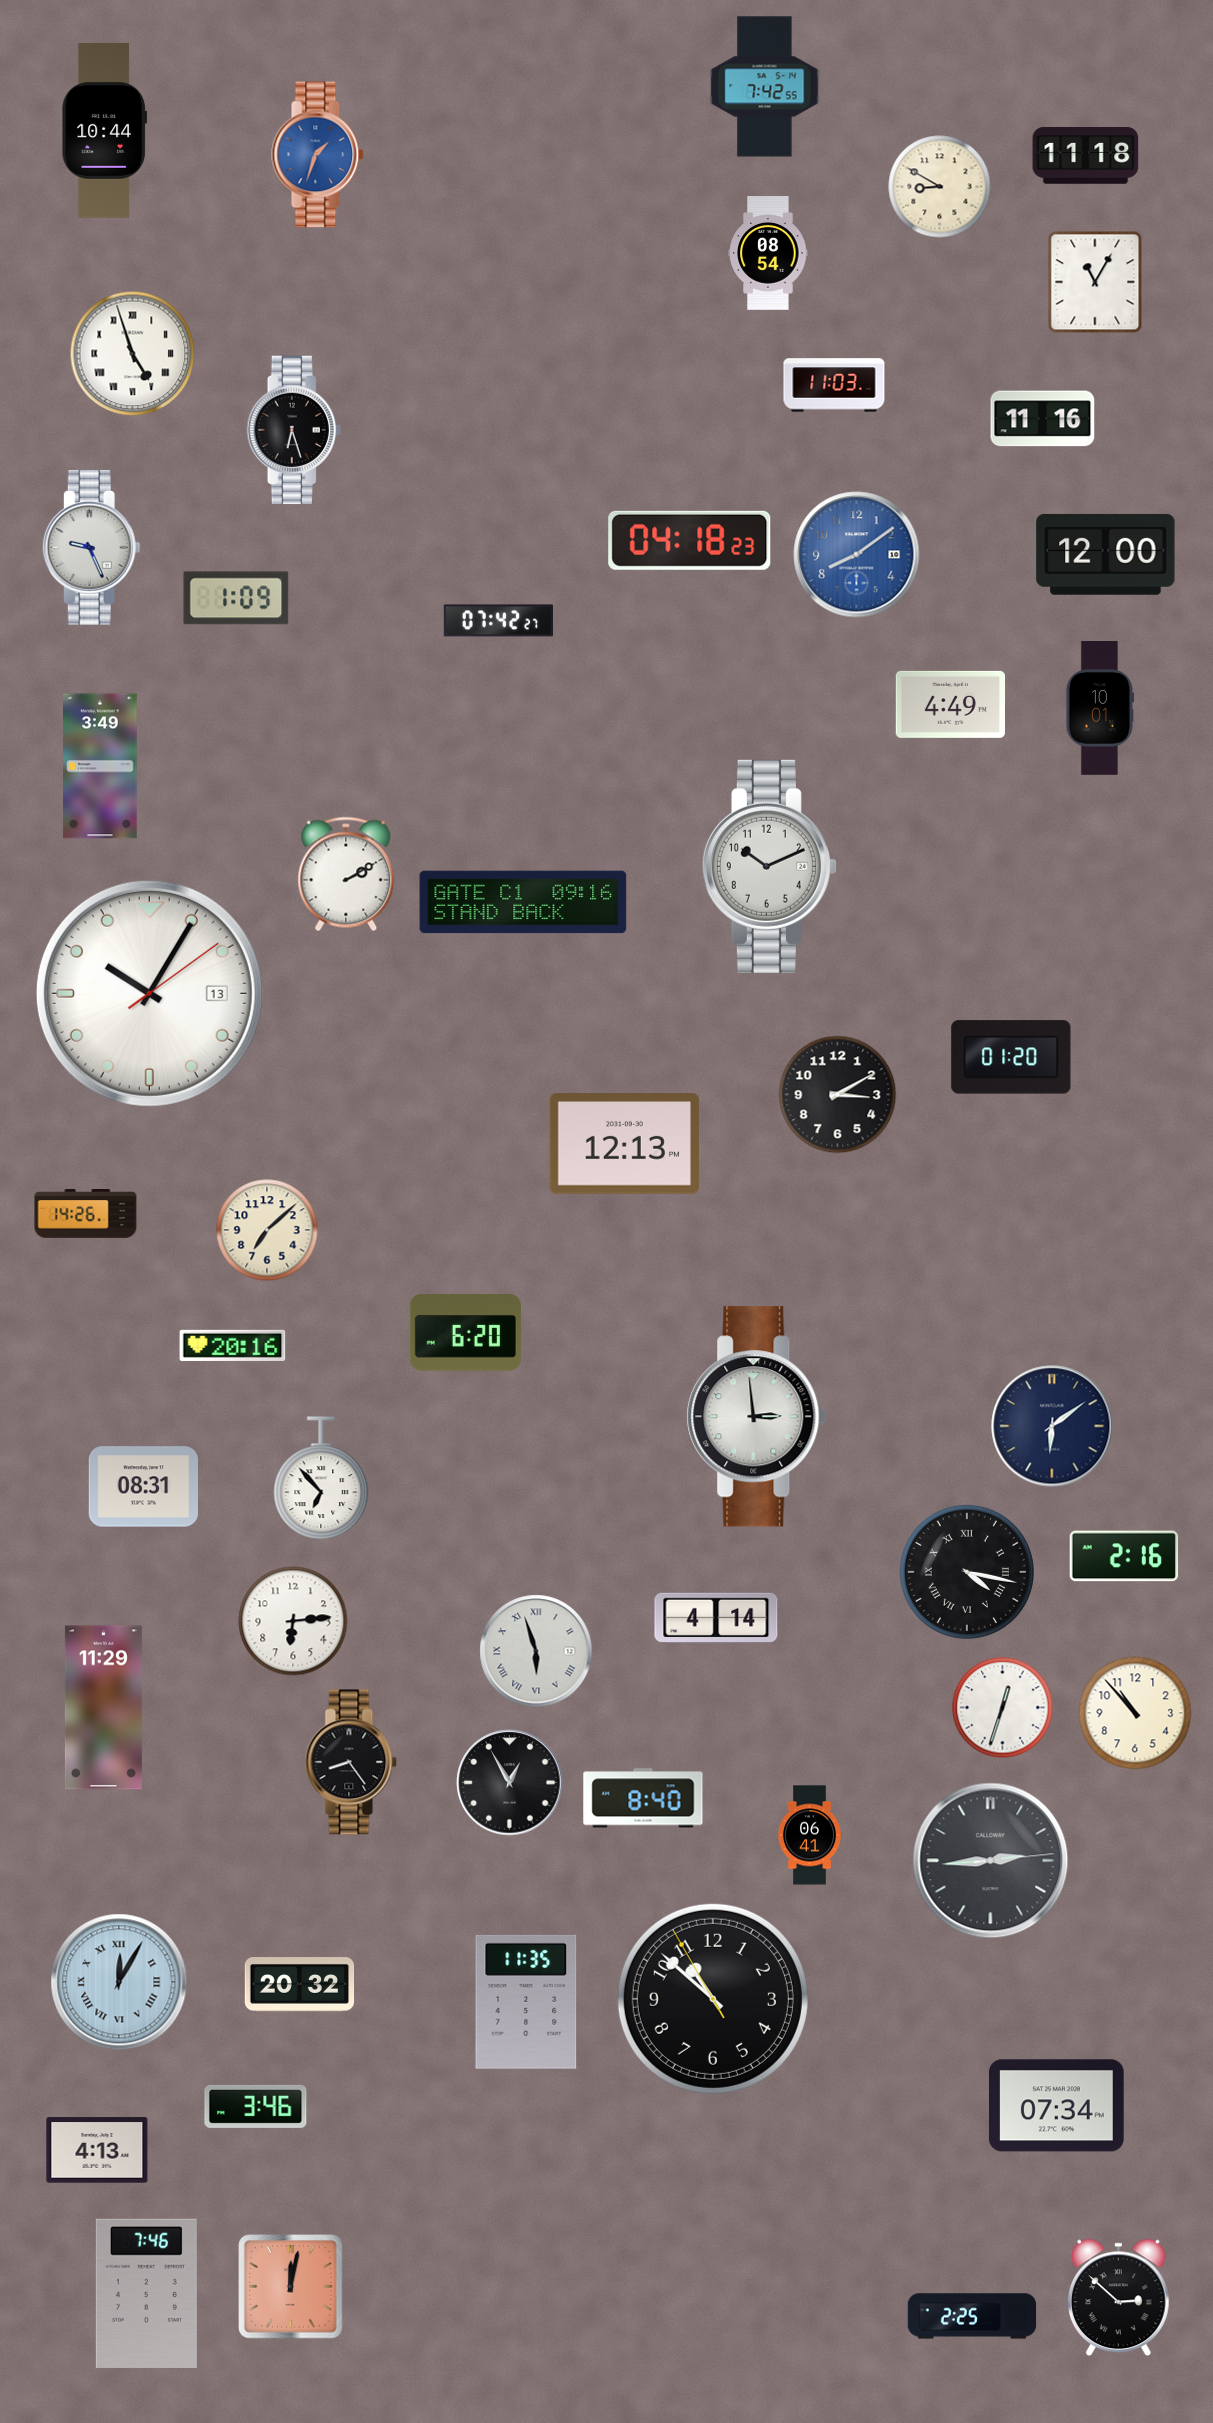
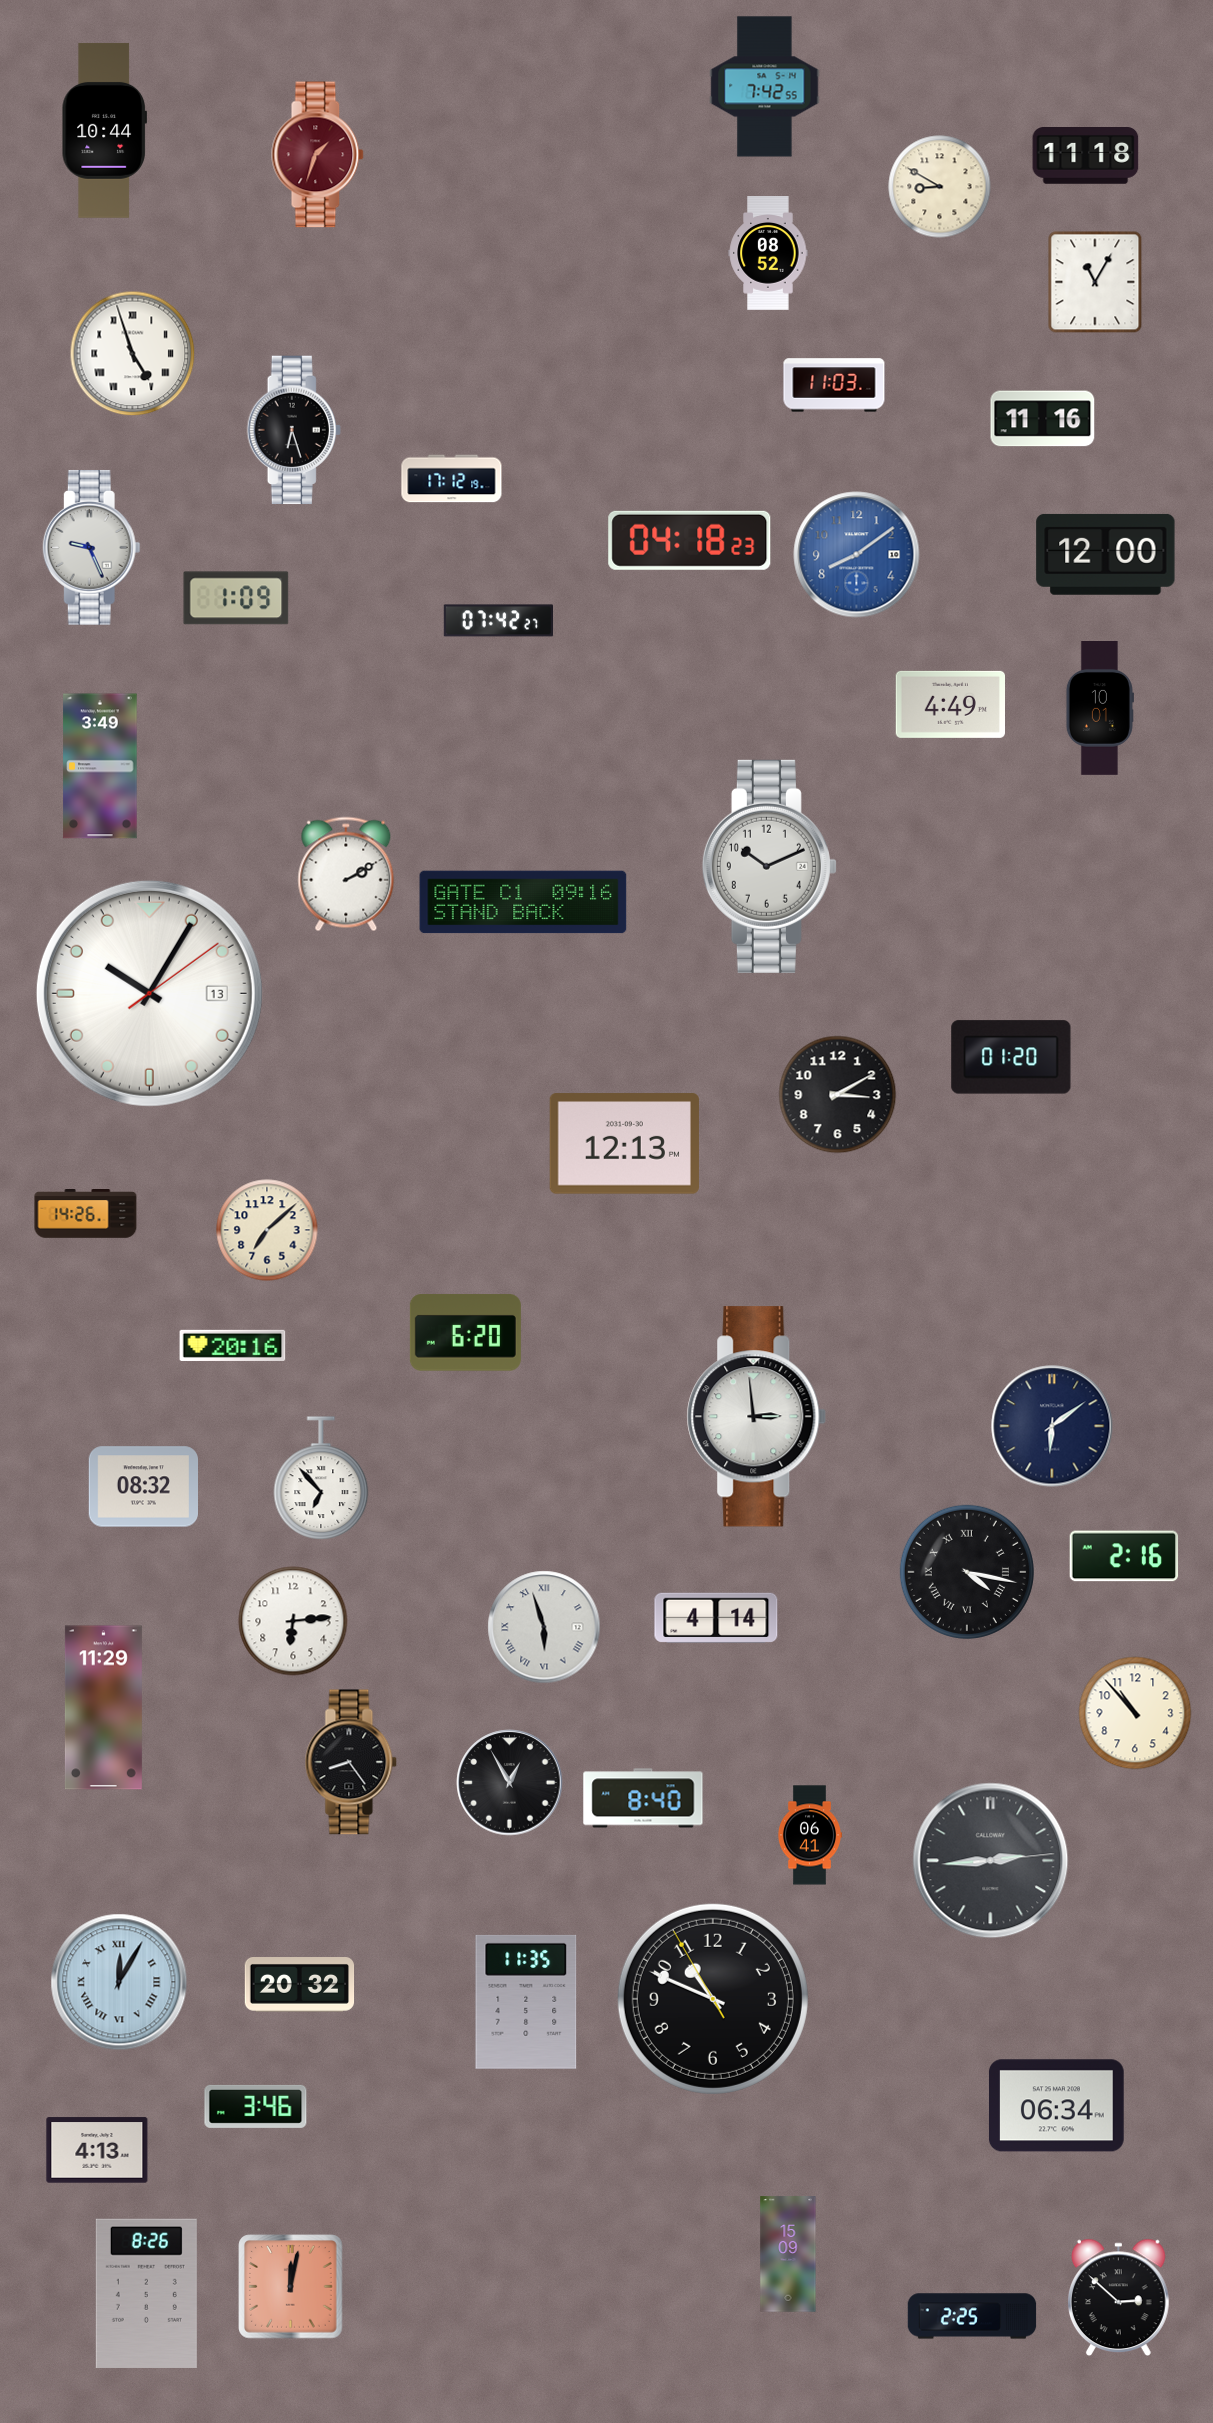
clock at (318, 155) dial: blue -> burgundy
clock at (768, 254): 08:54 -> 08:52
clock at (452, 479): none -> 17:12
clock at (143, 1487): 08:31 -> 08:32
clock at (536, 1651) position: (536, 1651) -> (544, 1627)
clock at (1003, 1708): 12:33 -> none
clock at (713, 1999): 10:51 -> 10:48
clock at (1056, 2106): 07:34 -> 06:34
clock at (788, 2254): none -> 15:09
clock at (146, 2293): 7:46 -> 8:26
